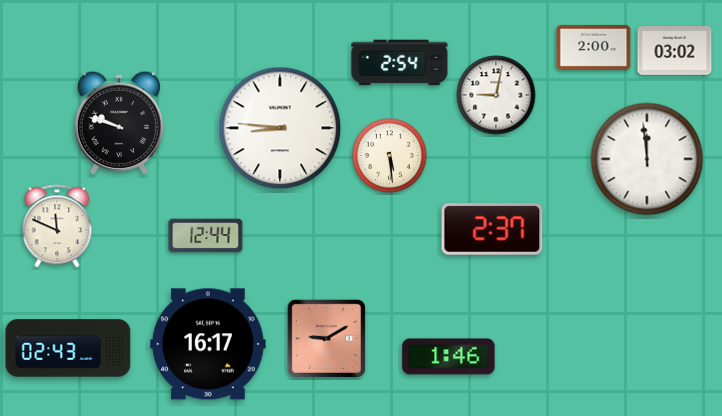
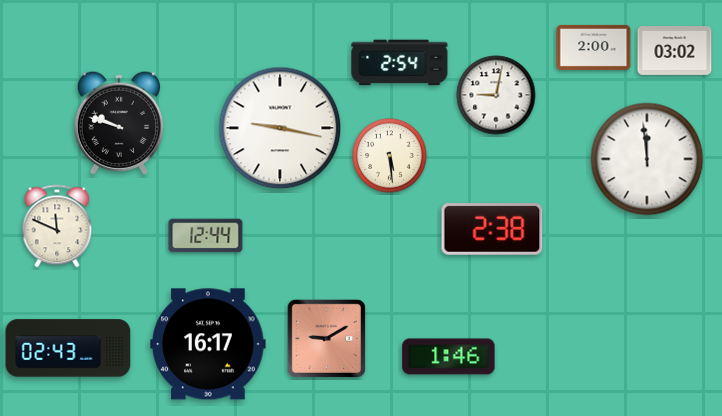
clock at (280, 128): 8:46 -> 9:17
clock at (492, 229): 2:37 -> 2:38
